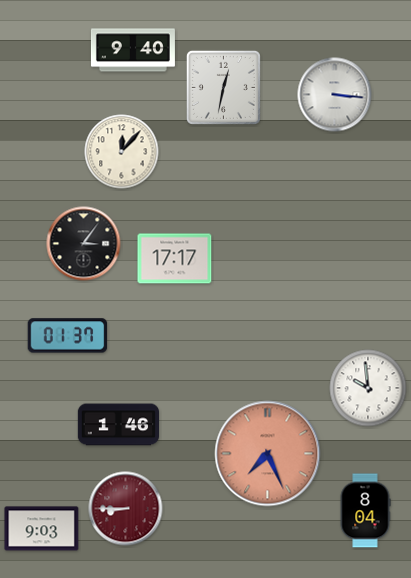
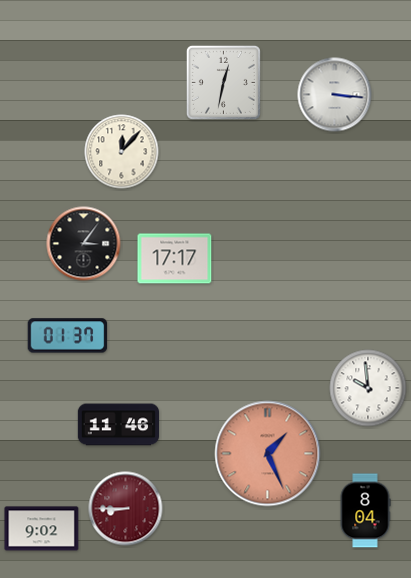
clock at (133, 50): 9:40 -> none
clock at (223, 87) position: (223, 87) -> (223, 82)
clock at (118, 425): 1:46 -> 11:46
clock at (268, 454): 7:26 -> 1:26
clock at (42, 529): 9:03 -> 9:02
